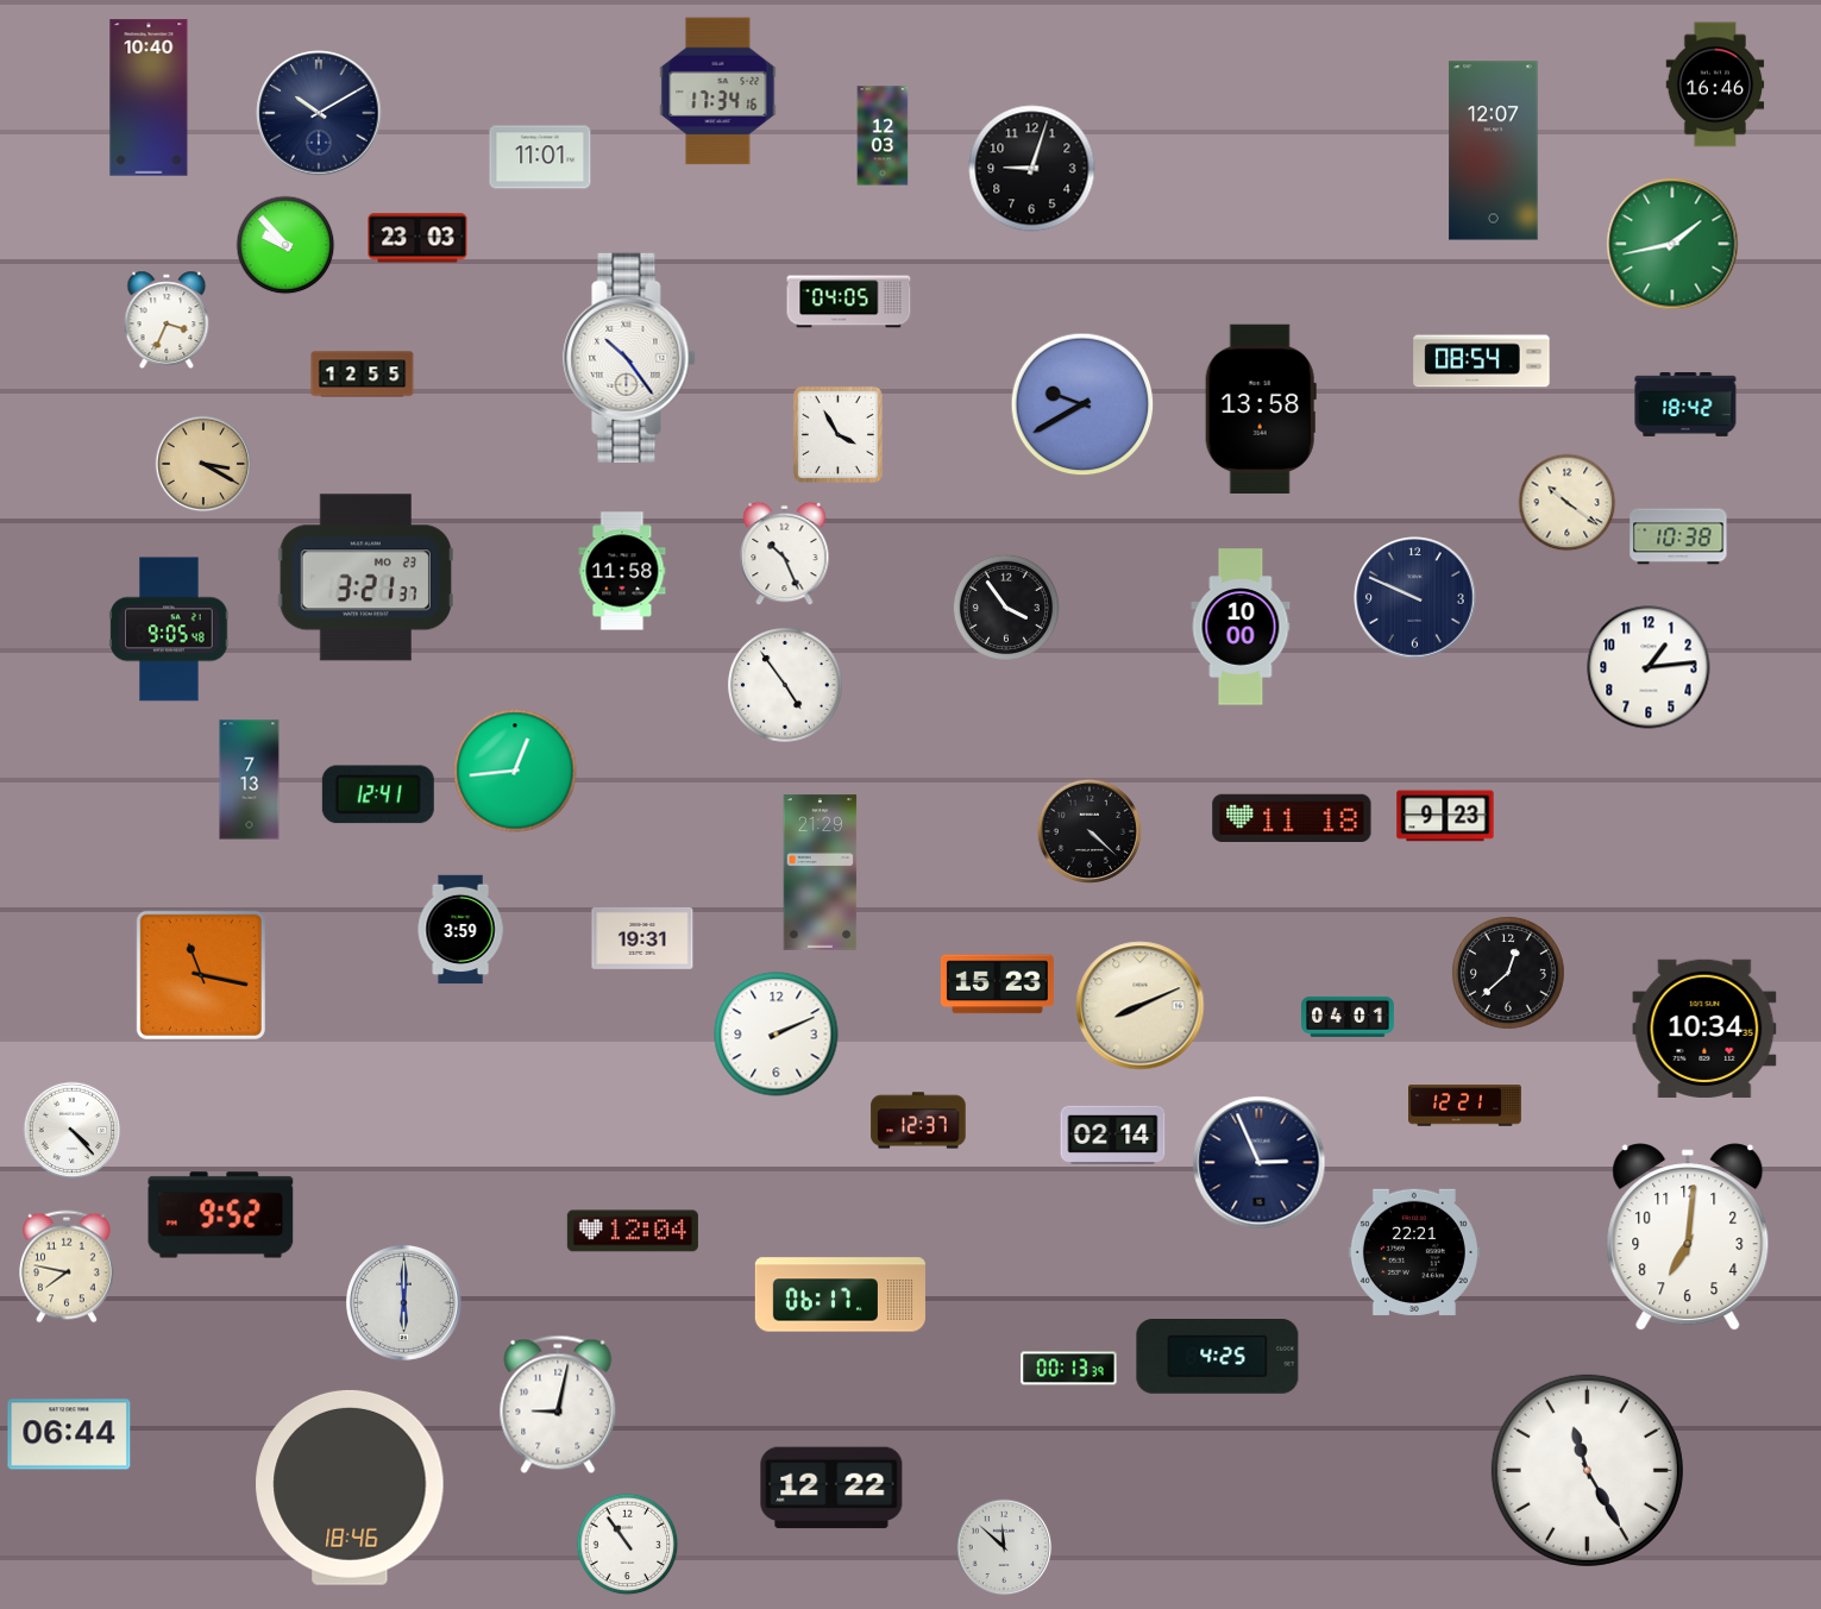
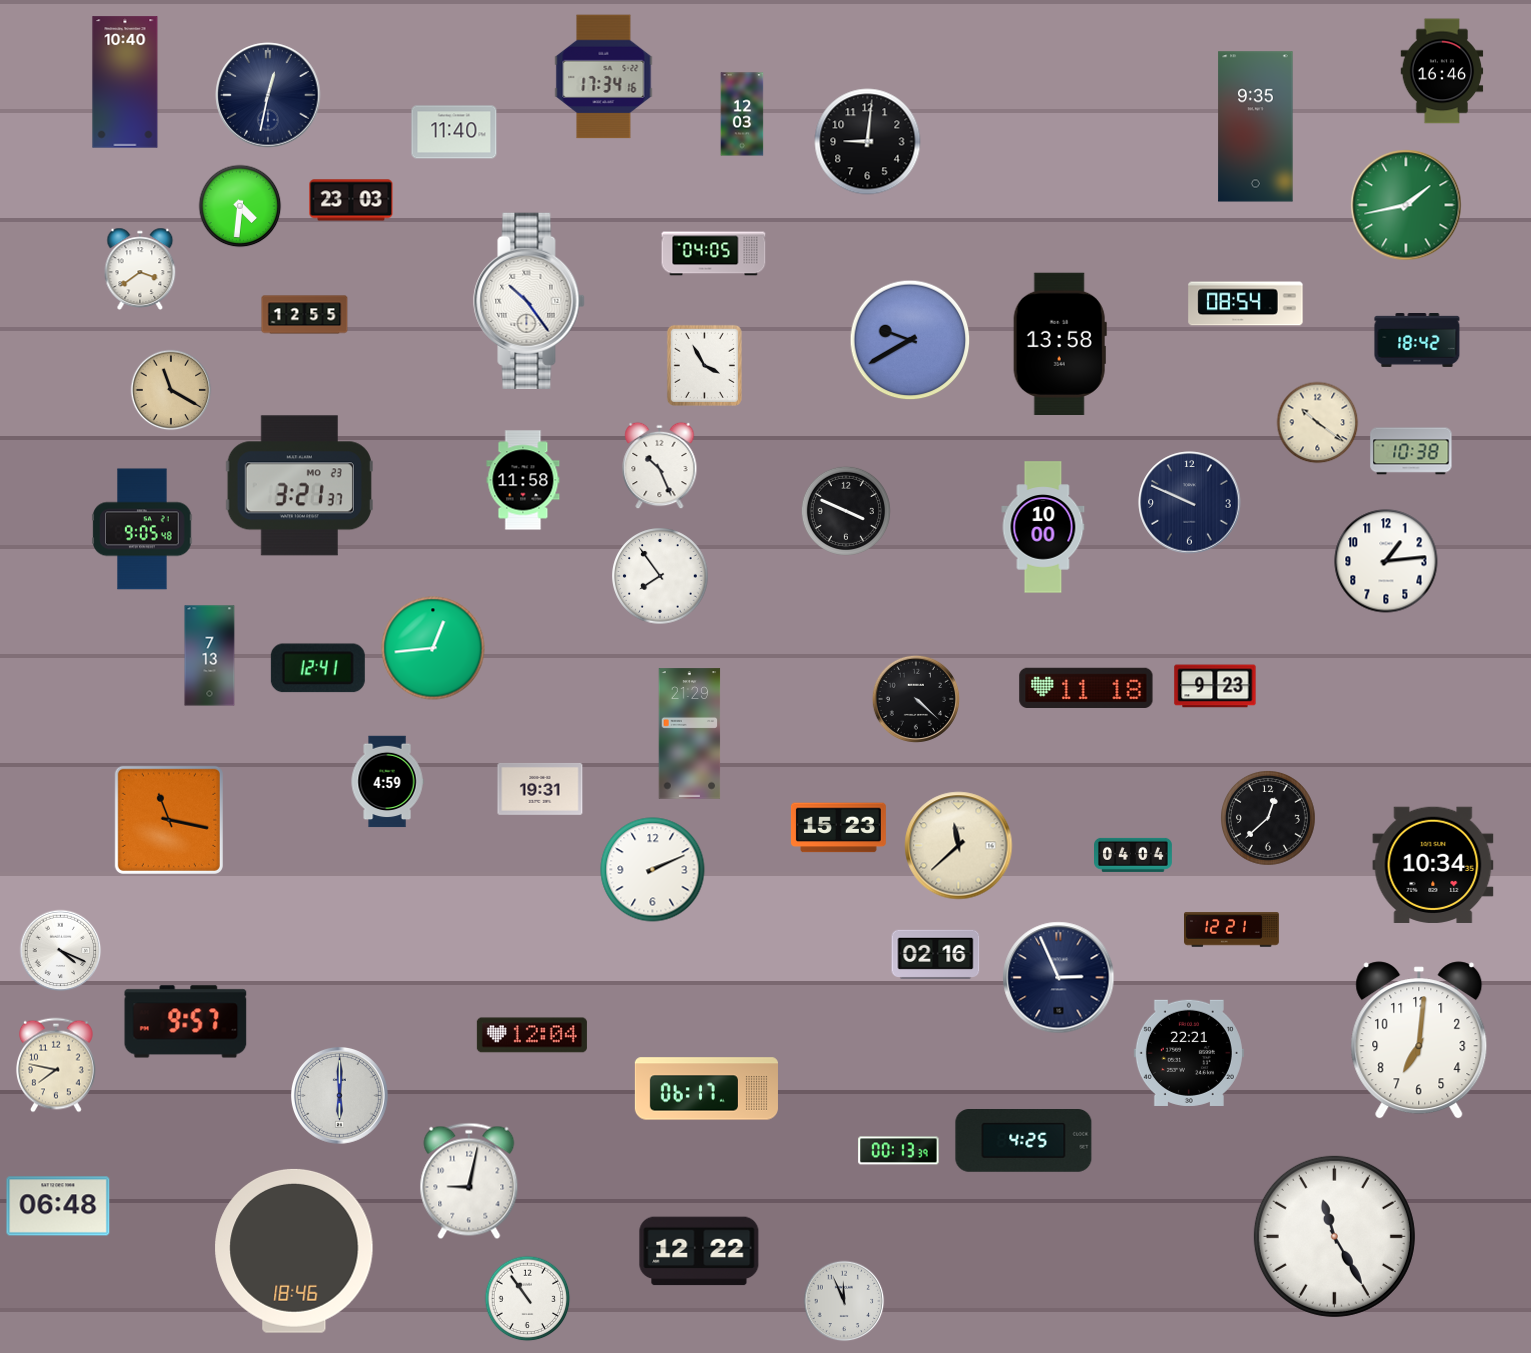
clock at (319, 113): 10:10 -> 12:32
clock at (1494, 151): 12:07 -> 9:35
clock at (540, 157): 11:01 -> 11:40
clock at (1032, 169): 9:03 -> 9:01
clock at (285, 245): 9:53 -> 4:31
clock at (167, 319): 3:34 -> 3:39
clock at (203, 464): 3:20 -> 11:20
clock at (365, 578) position: (365, 578) -> (299, 486)
clock at (1006, 608): 3:54 -> 3:49
clock at (785, 685): 4:54 -> 7:54
clock at (460, 930): 3:59 -> 4:59
clock at (1141, 1006): 8:11 -> 11:38
clock at (1349, 1017): 04:01 -> 04:04
clock at (918, 1120): 12:37 -> none
clock at (73, 1131): 4:23 -> 4:19
clock at (1113, 1135): 02:14 -> 02:16
clock at (221, 1215): 9:52 -> 9:57
clock at (69, 1434): 06:44 -> 06:48
clock at (1004, 1547): 11:52 -> 11:56
